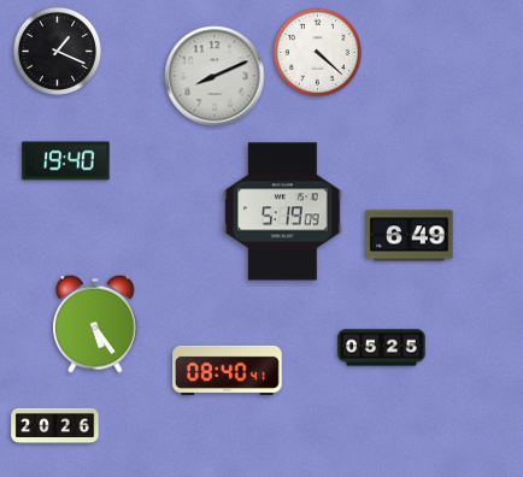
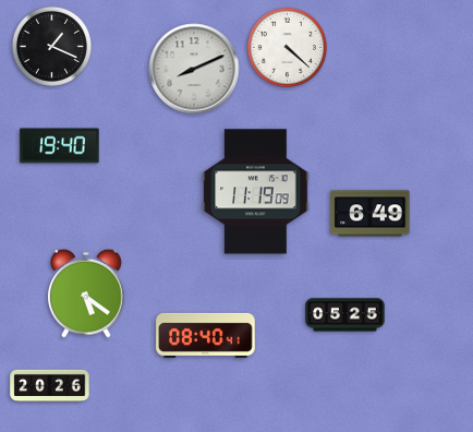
clock at (283, 212): 5:19 -> 11:19
clock at (96, 324): 5:24 -> 5:21
